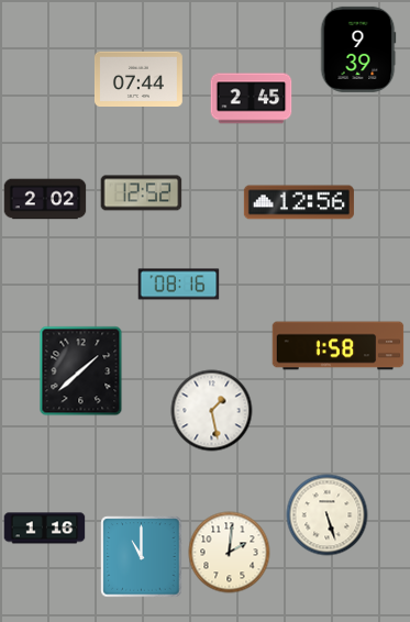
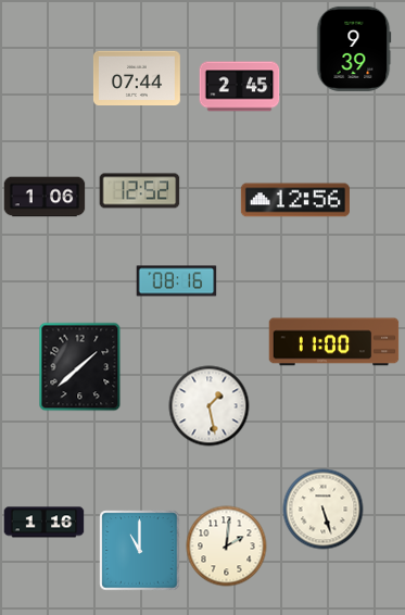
clock at (252, 99) position: (252, 99) -> (240, 87)
clock at (45, 199): 2:02 -> 1:06
clock at (339, 346): 1:58 -> 11:00
